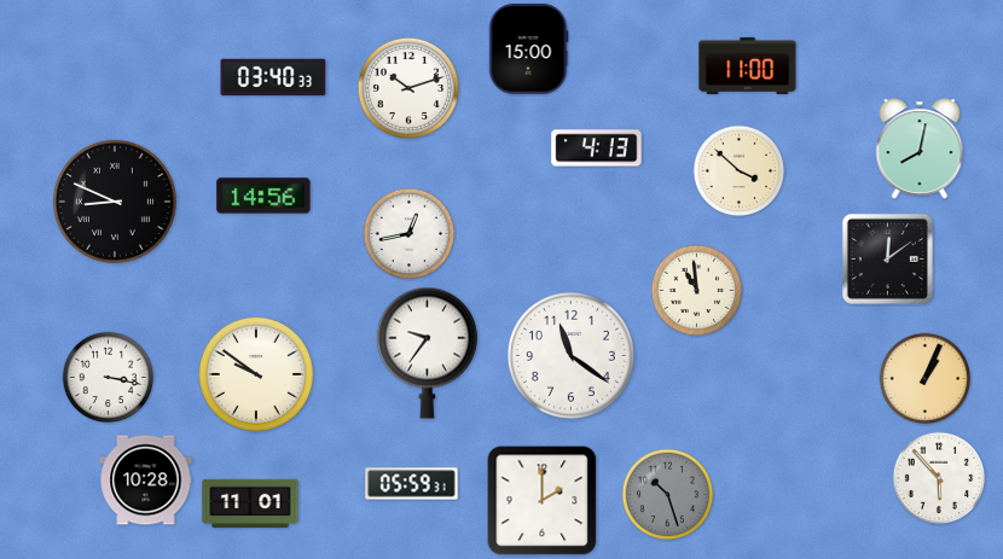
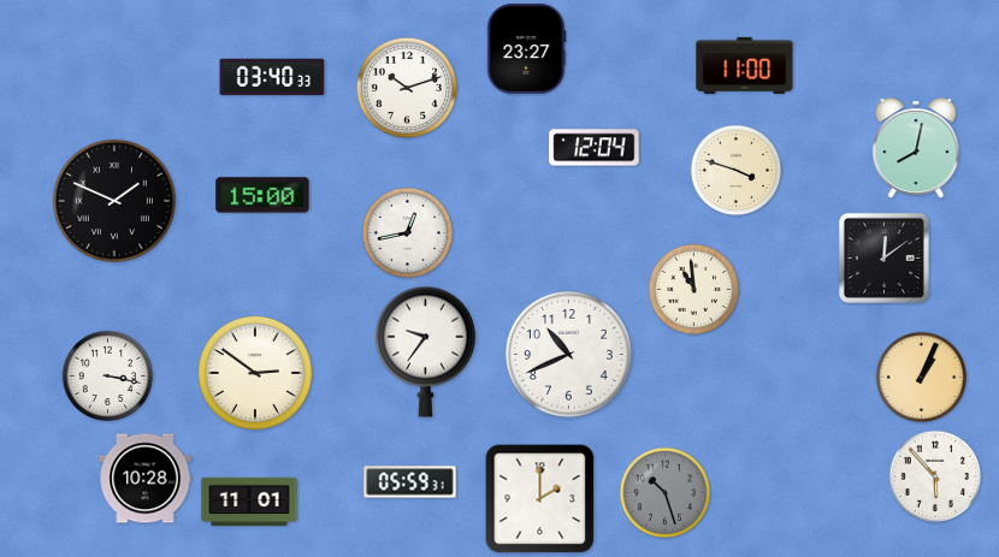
clock at (528, 50): 15:00 -> 23:27
clock at (597, 149): 4:13 -> 12:04
clock at (740, 171): 3:52 -> 3:48
clock at (263, 196): 14:56 -> 15:00
clock at (115, 202): 8:49 -> 1:49
clock at (570, 355): 11:21 -> 10:41
clock at (256, 374): 9:51 -> 2:51
